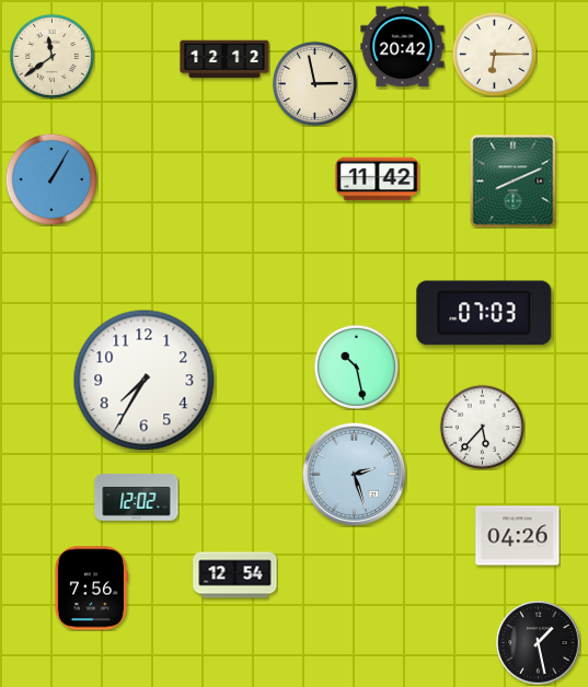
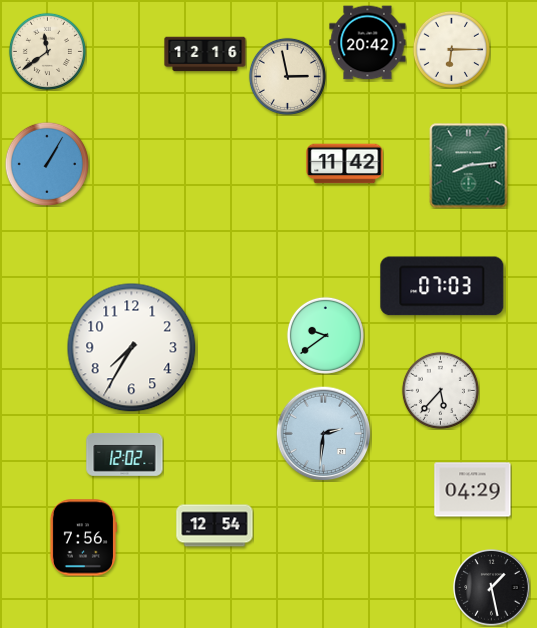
clock at (224, 59): 12:12 -> 12:16
clock at (514, 182): 8:11 -> 8:14
clock at (356, 366): 10:28 -> 9:39
clock at (354, 474): 2:27 -> 2:31
clock at (518, 536): 04:26 -> 04:29
